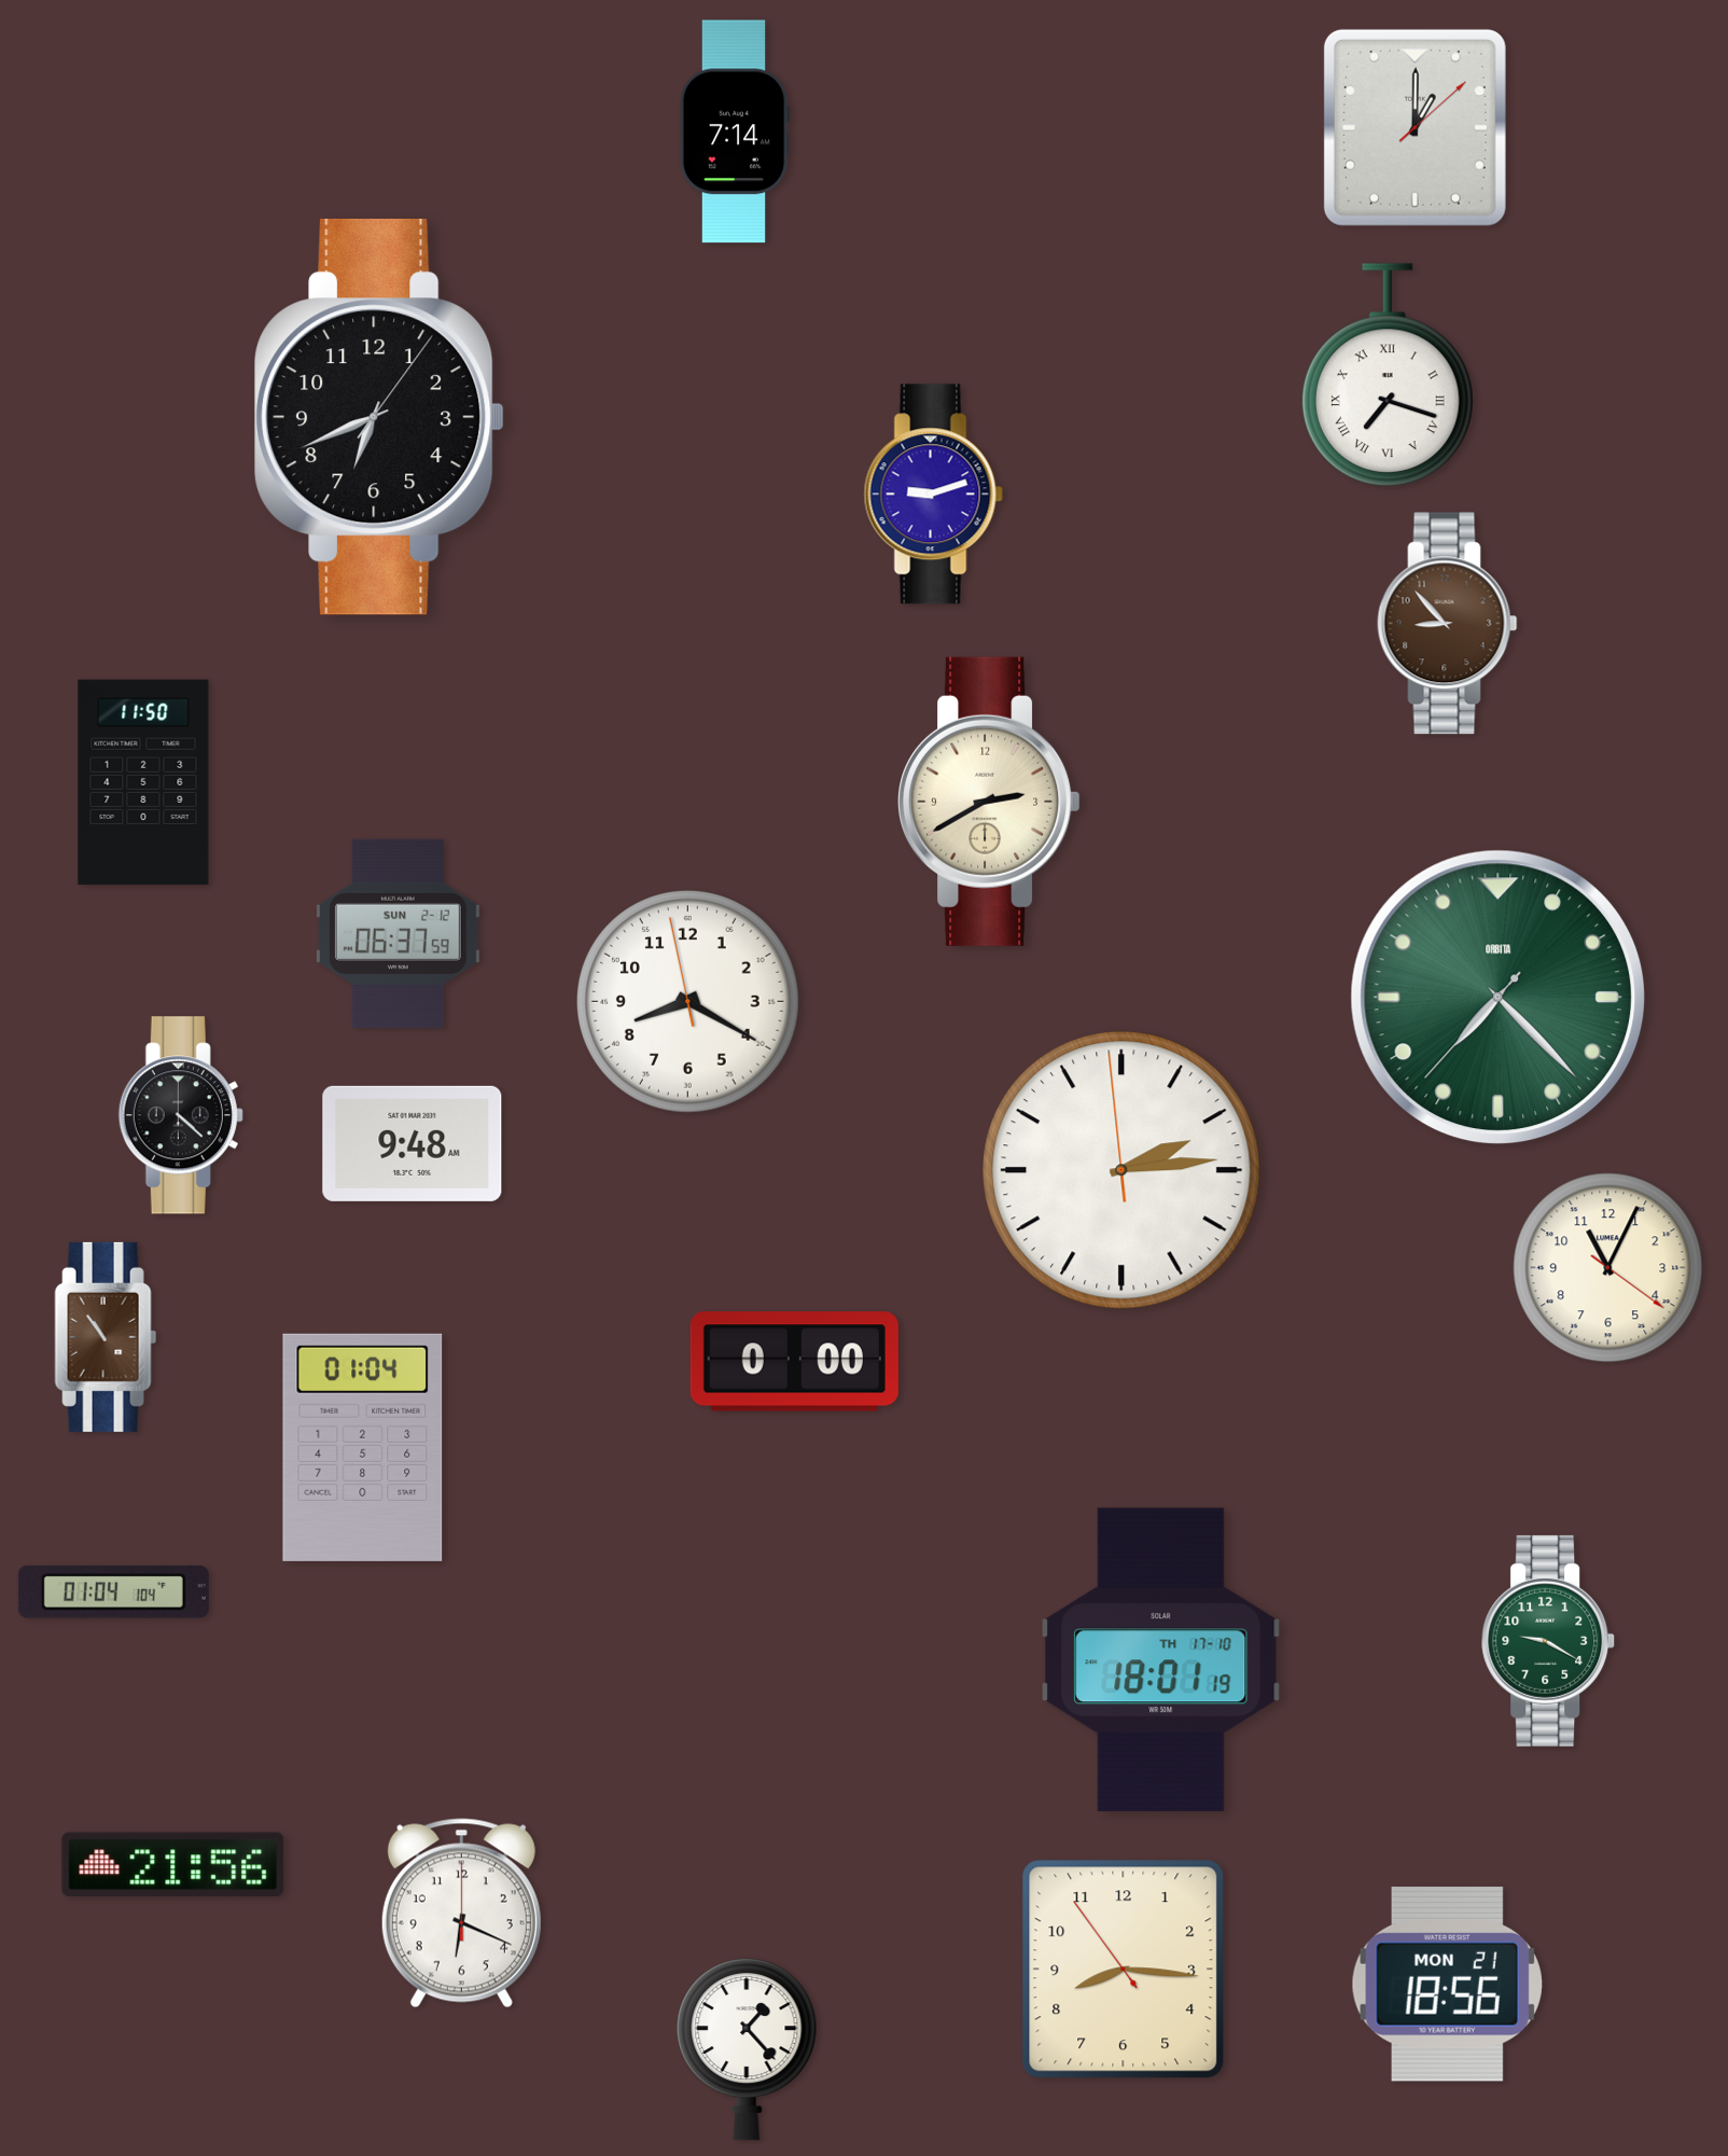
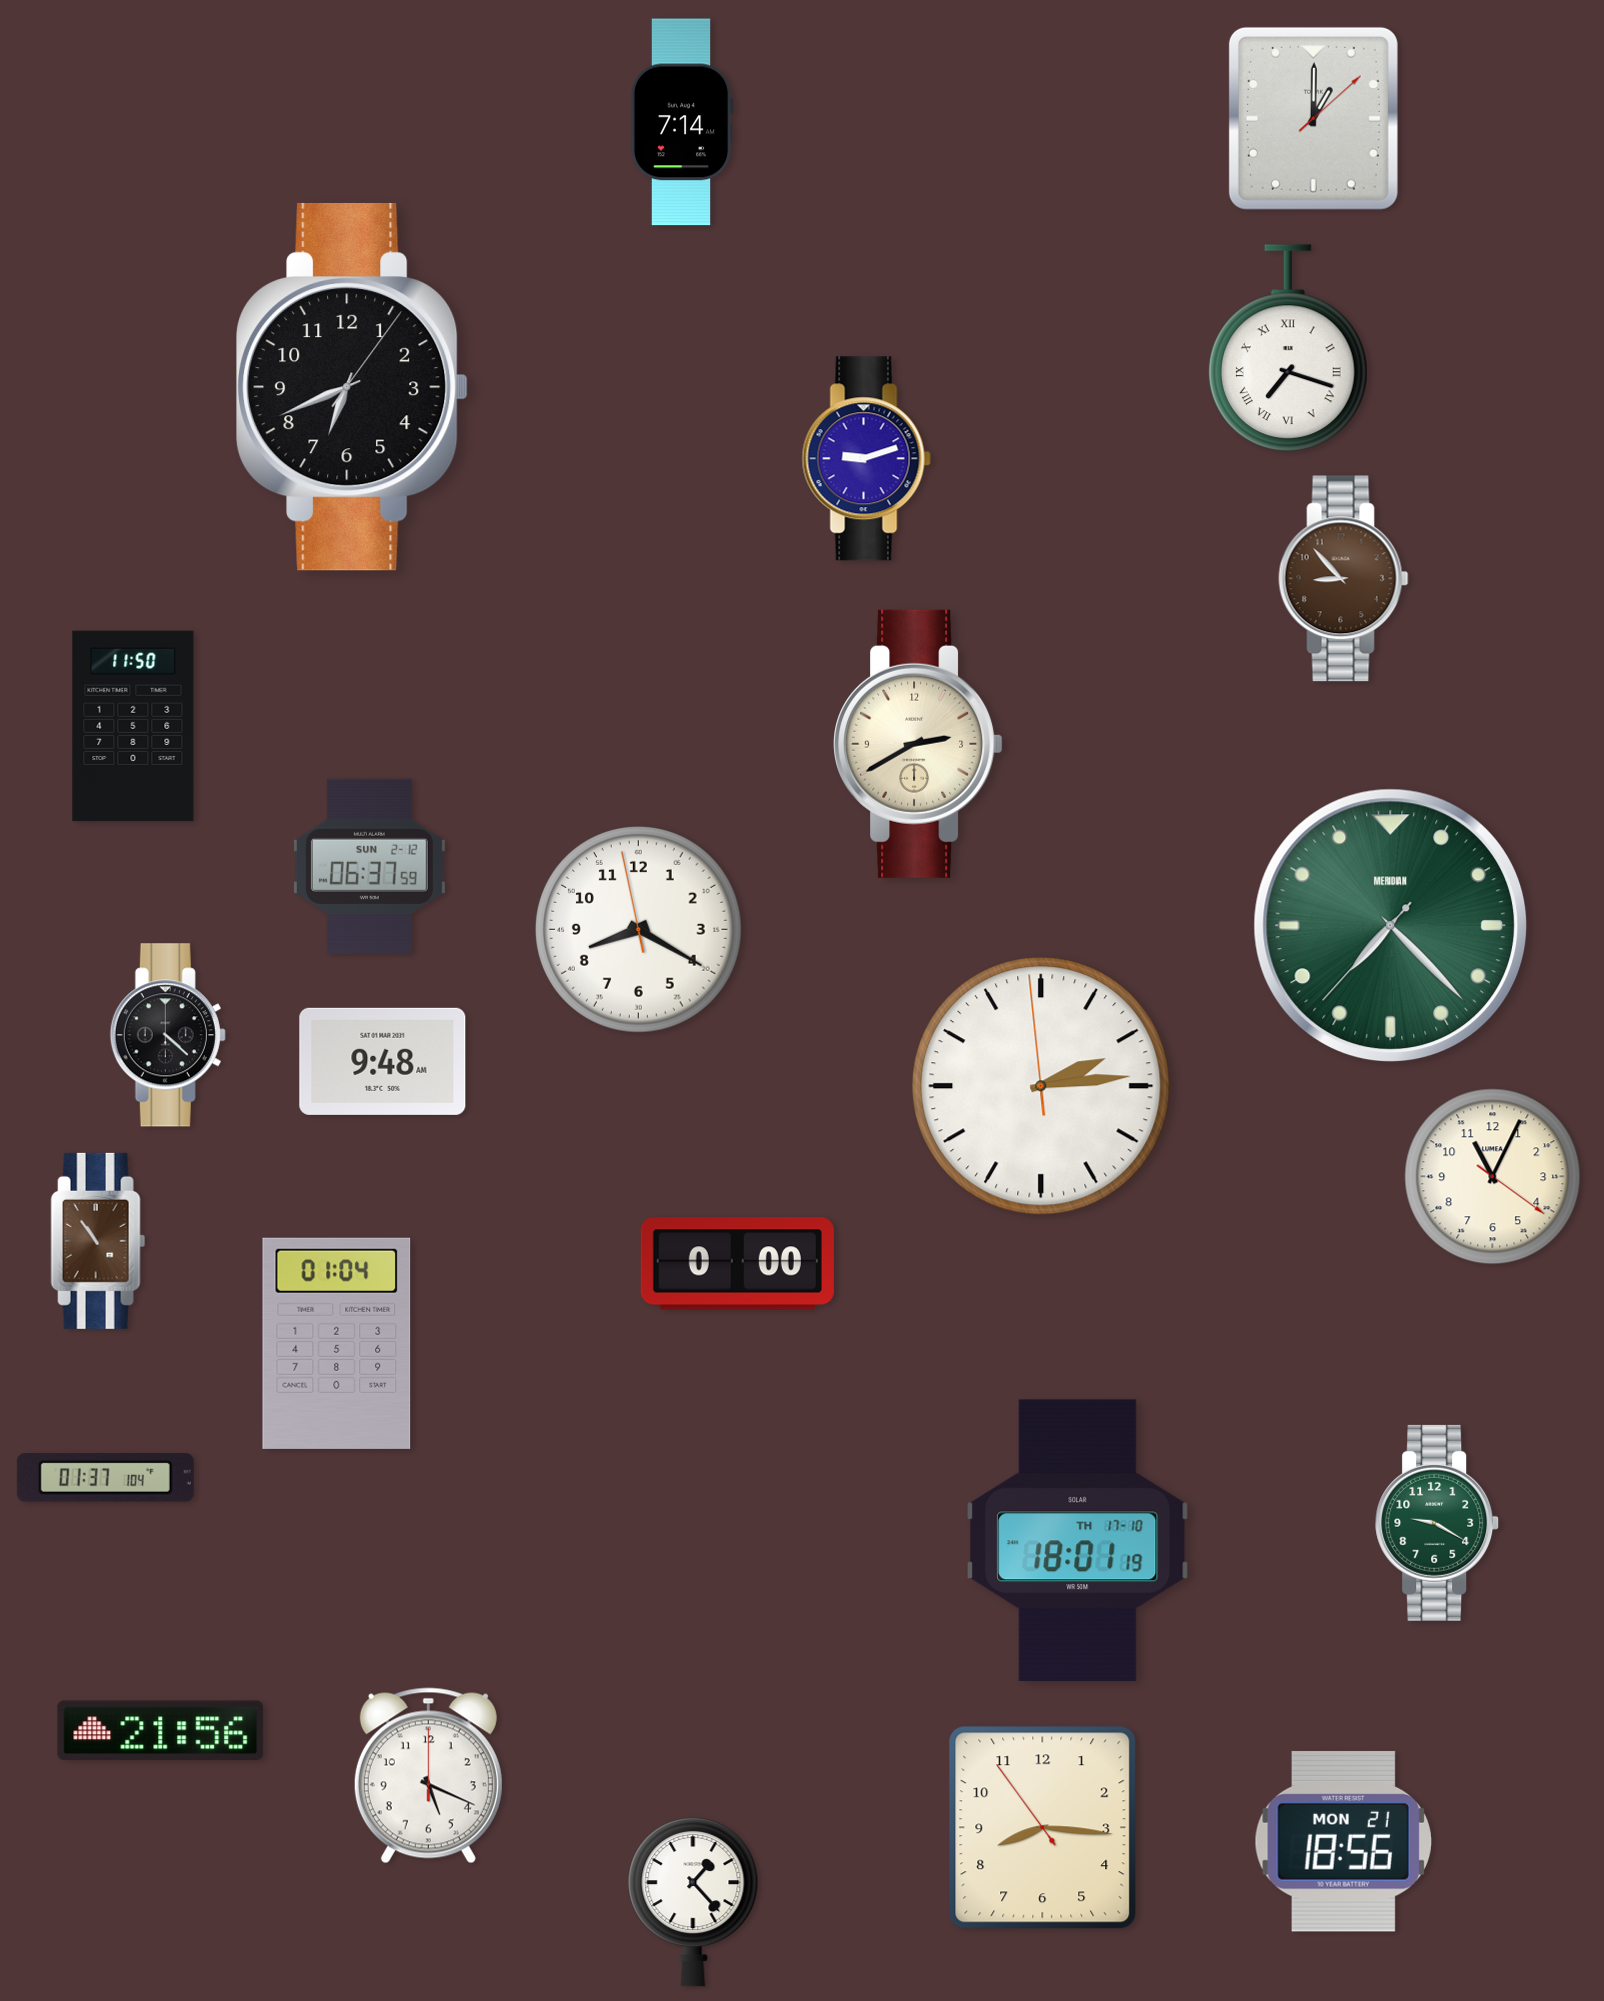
clock at (1499, 998) brand: ORBITA -> MERIDIAN
clock at (113, 1592): 01:04 -> 01:37
clock at (461, 1914): 6:19 -> 5:19
